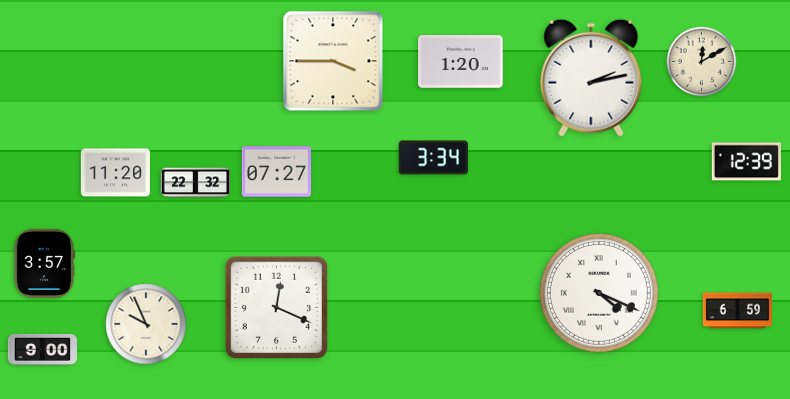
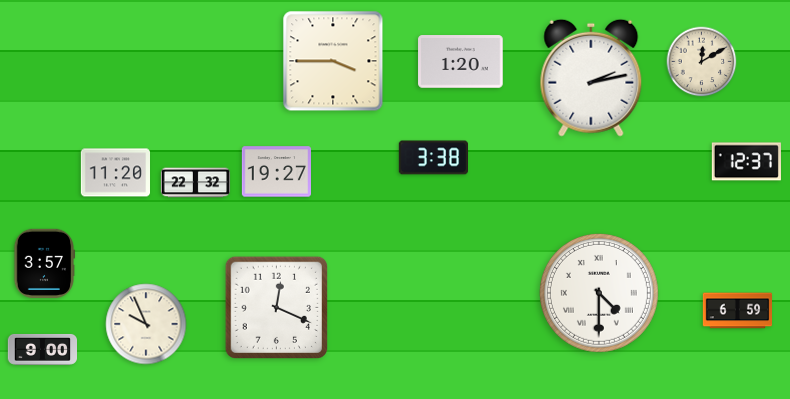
clock at (433, 158): 3:34 -> 3:38
clock at (746, 162): 12:39 -> 12:37
clock at (276, 172): 07:27 -> 19:27
clock at (599, 293): 4:19 -> 4:30
